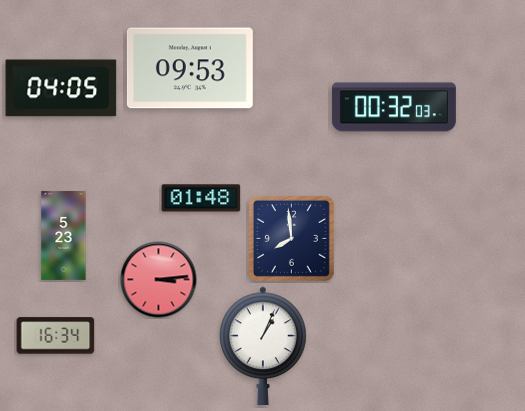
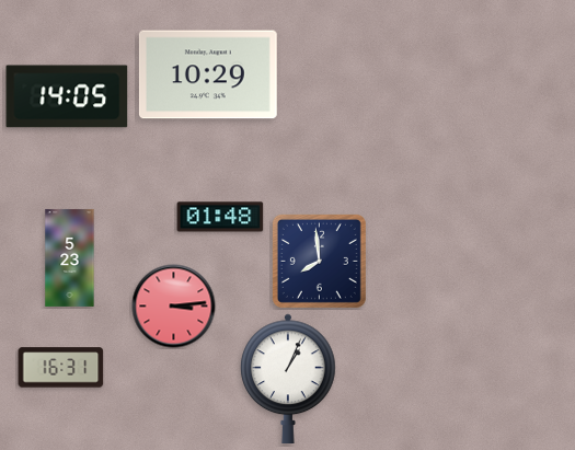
clock at (190, 68): 09:53 -> 10:29
clock at (61, 88): 04:05 -> 14:05
clock at (394, 107): 00:32 -> none
clock at (56, 336): 16:34 -> 16:31
